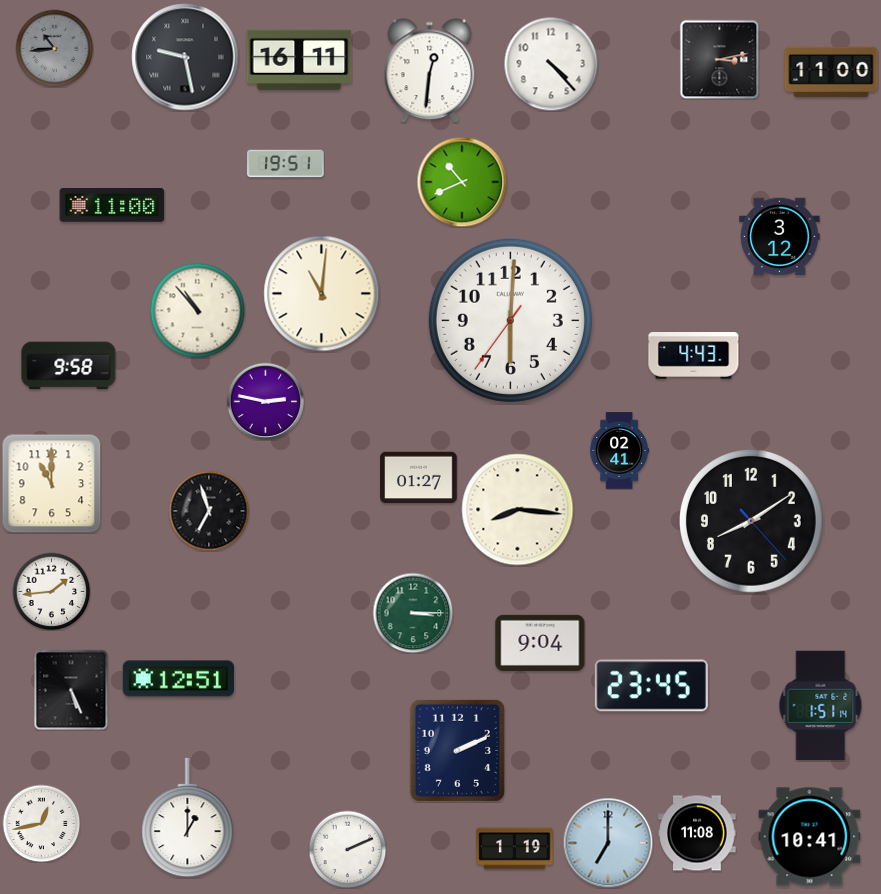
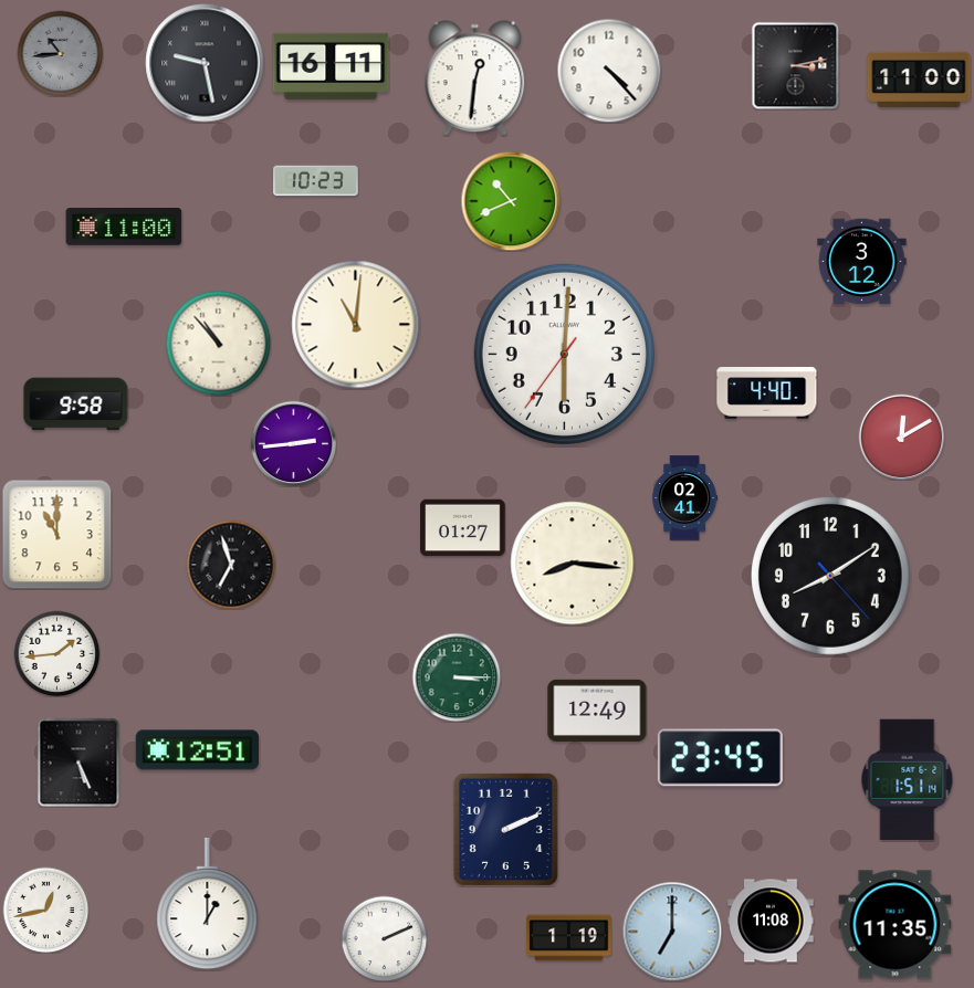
clock at (286, 164): 19:51 -> 10:23
clock at (694, 356): 4:43 -> 4:40
clock at (901, 437): none -> 12:10
clock at (265, 401): 2:47 -> 2:44
clock at (540, 643): 9:04 -> 12:49
clock at (810, 837): 10:41 -> 11:35
